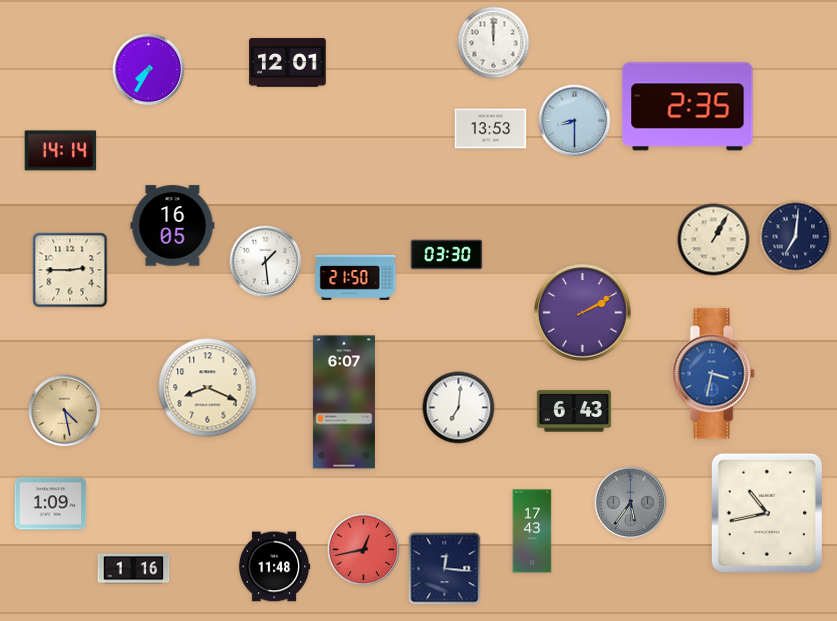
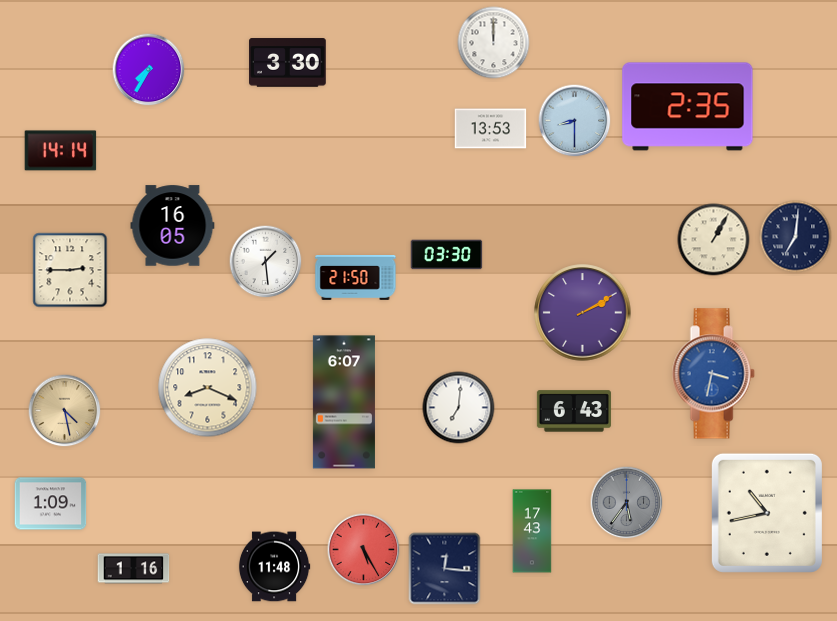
clock at (288, 63): 12:01 -> 3:30
clock at (631, 503) position: (631, 503) -> (627, 503)
clock at (364, 550): 12:43 -> 5:25
